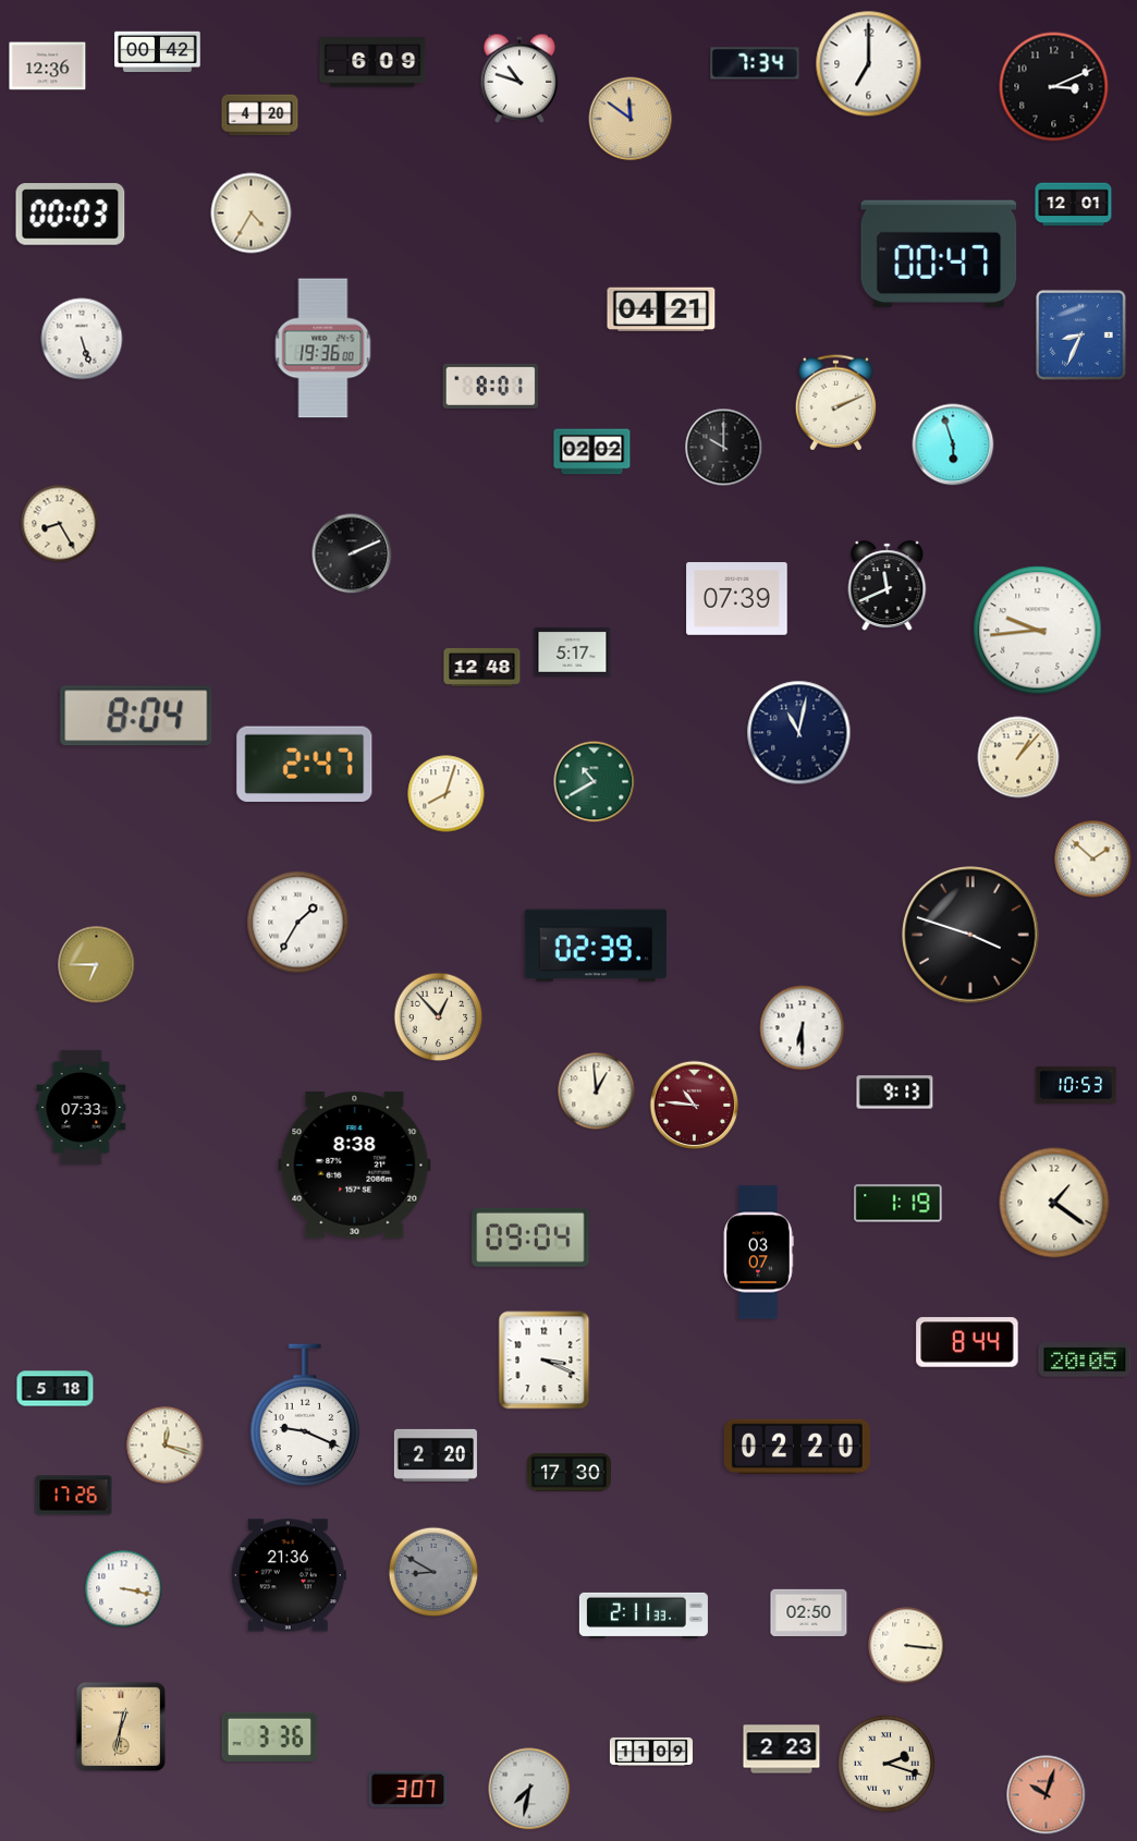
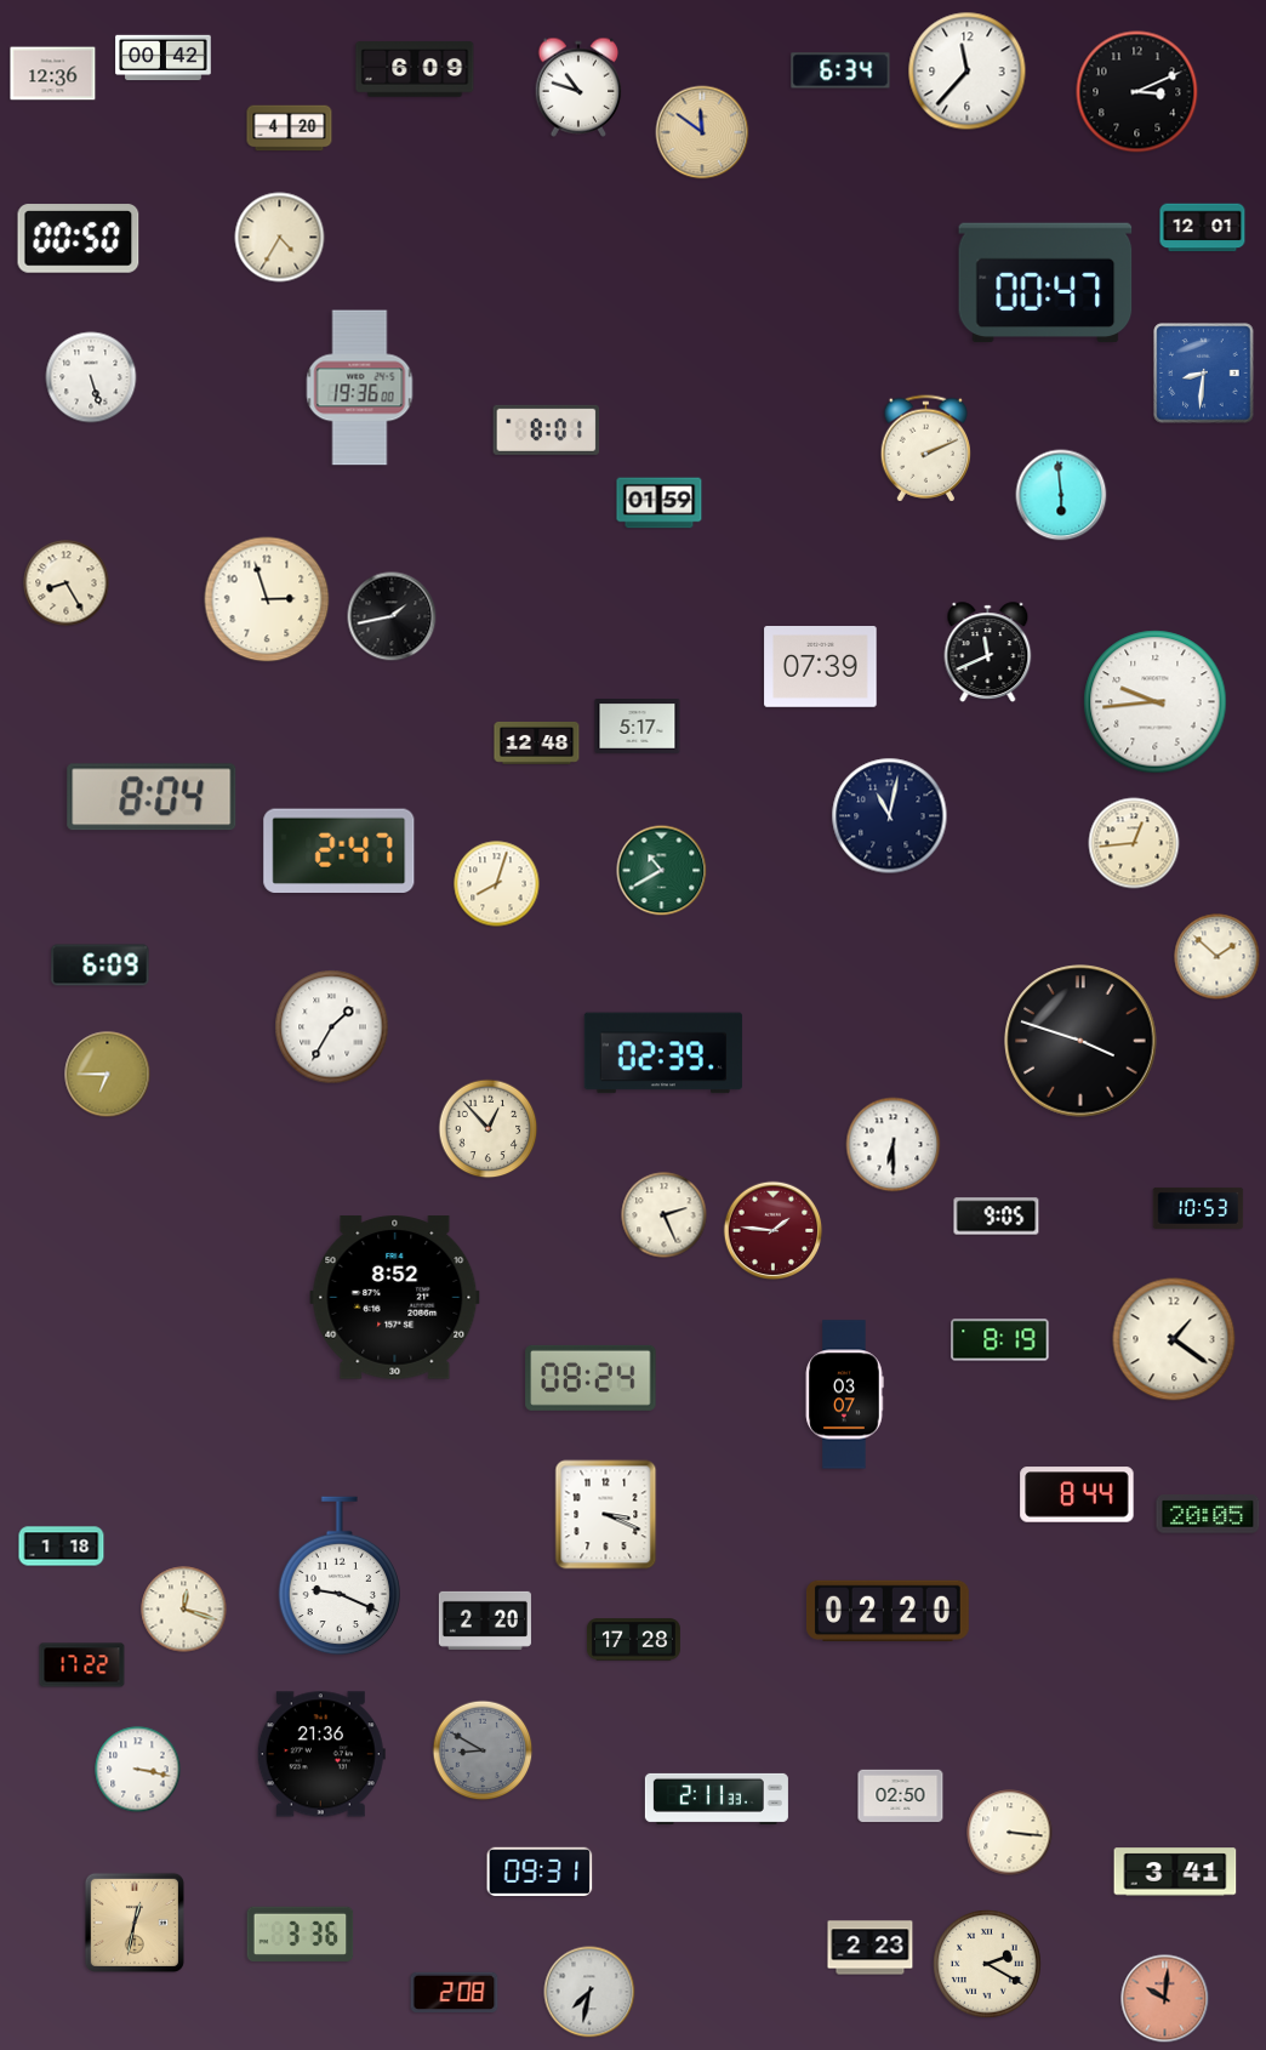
clock at (158, 52) position: (158, 52) -> (164, 58)
clock at (755, 63): 7:34 -> 6:34
clock at (869, 64): 7:00 -> 11:37
clock at (1054, 87) position: (1054, 87) -> (1137, 92)
clock at (1074, 205) position: (1074, 205) -> (1203, 228)
clock at (71, 215): 00:03 -> 00:50
clock at (661, 309): 04:21 -> none
clock at (1081, 336): 8:34 -> 8:31
clock at (835, 403) position: (835, 403) -> (925, 449)
clock at (953, 444): 5:57 -> 5:59
clock at (724, 448): 10:00 -> none
clock at (592, 452): 02:02 -> 01:59
clock at (267, 599): none -> 2:57
clock at (352, 553): 2:11 -> 1:43
clock at (1018, 757): 1:07 -> 12:44
clock at (101, 966): none -> 6:09
clock at (439, 1017) position: (439, 1017) -> (489, 1129)
clock at (597, 1092): 12:59 -> 2:26
clock at (895, 1093): 9:13 -> 9:05
clock at (695, 1106): 10:46 -> 1:46
clock at (82, 1107): 07:33 -> none
clock at (355, 1166): 8:38 -> 8:52
clock at (898, 1204): 1:19 -> 8:19
clock at (530, 1238): 09:04 -> 08:24
clock at (56, 1389): 5:18 -> 1:18
clock at (568, 1473): 17:30 -> 17:28
clock at (74, 1496): 17:26 -> 17:22
clock at (540, 1870): none -> 09:31
clock at (1175, 1872): none -> 3:41
clock at (651, 1752): 11:09 -> none
clock at (888, 1765): 2:18 -> 2:20
clock at (408, 1790): 3:07 -> 2:08
clock at (1047, 1795): 10:03 -> 10:01
